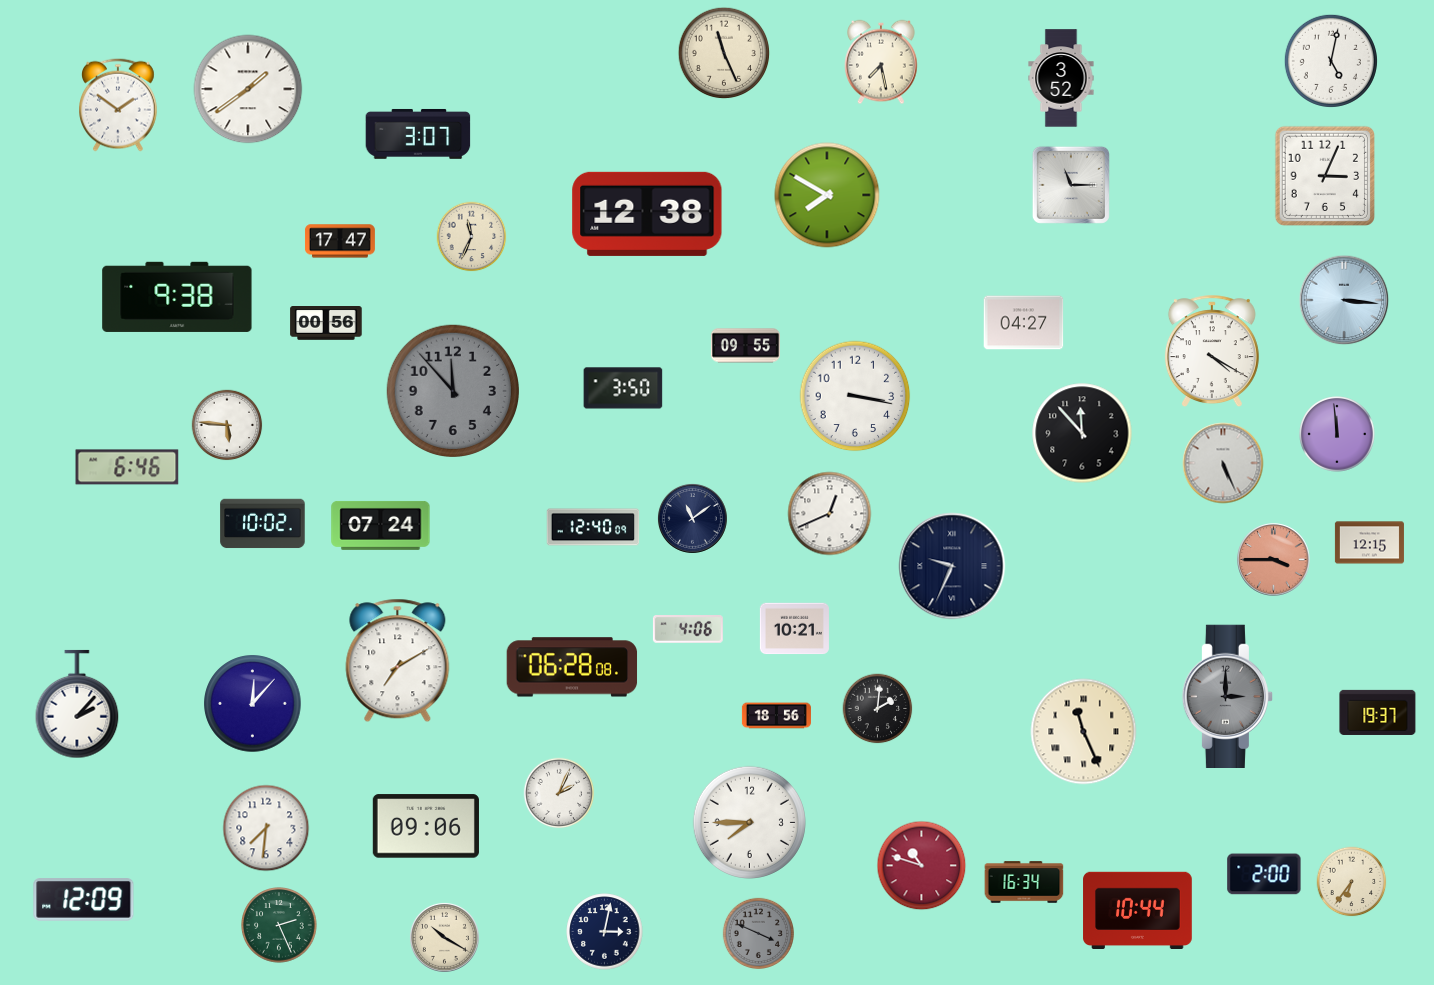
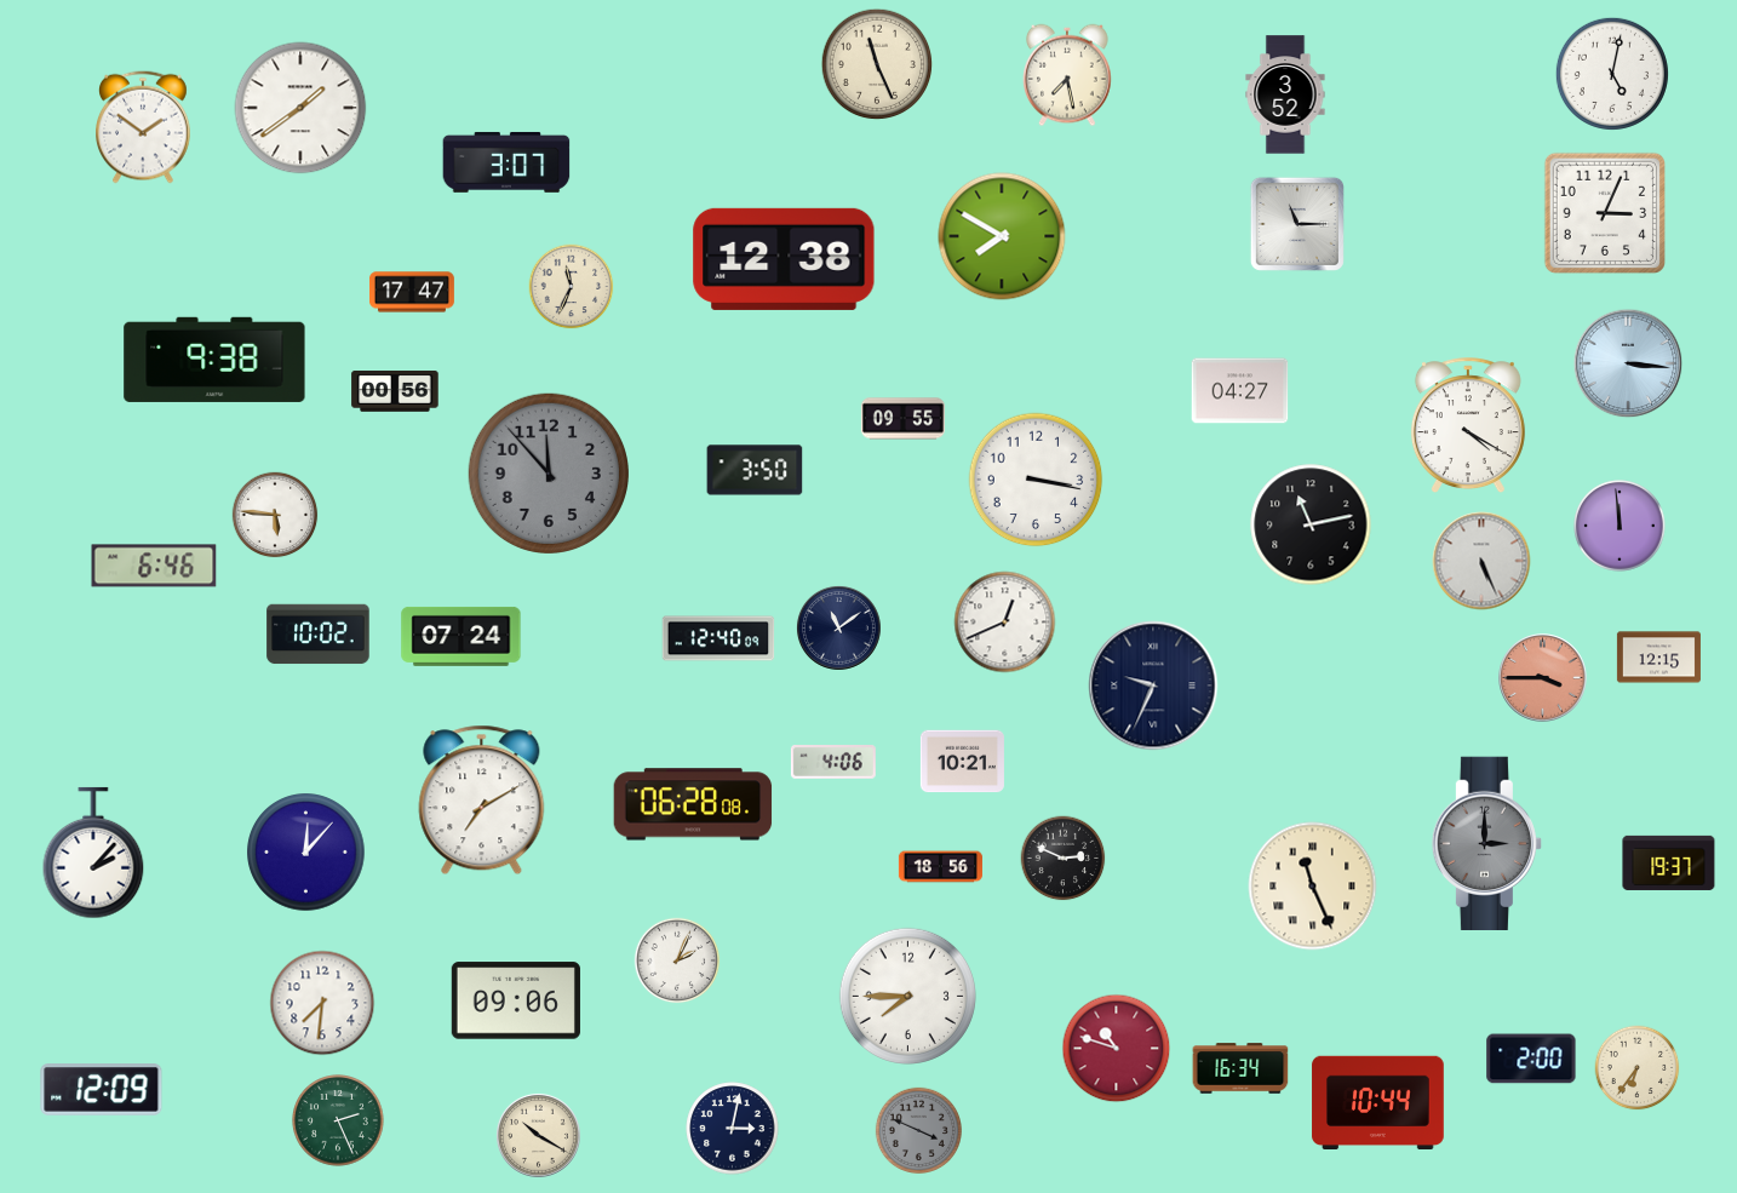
clock at (1082, 433): 11:53 -> 11:13
clock at (572, 667) position: (572, 667) -> (693, 804)
clock at (878, 709): 2:01 -> 2:49
